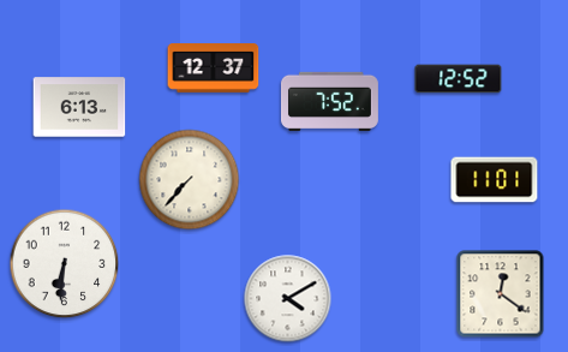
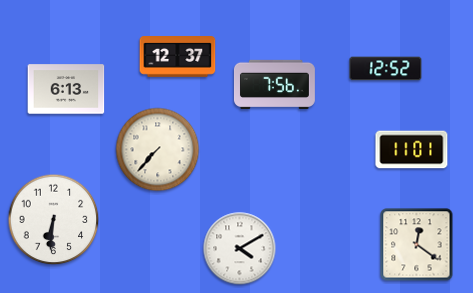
clock at (459, 79) position: (459, 79) -> (386, 69)
clock at (329, 101): 7:52 -> 7:56
